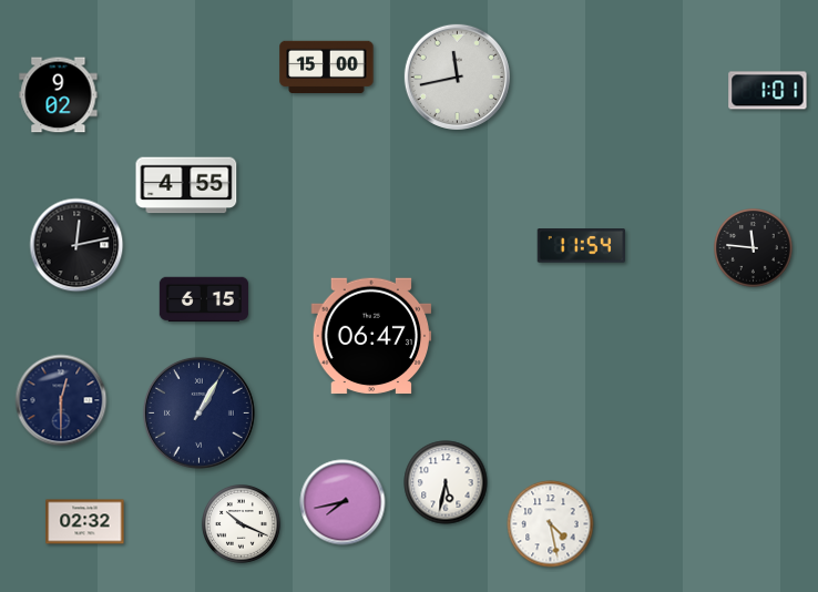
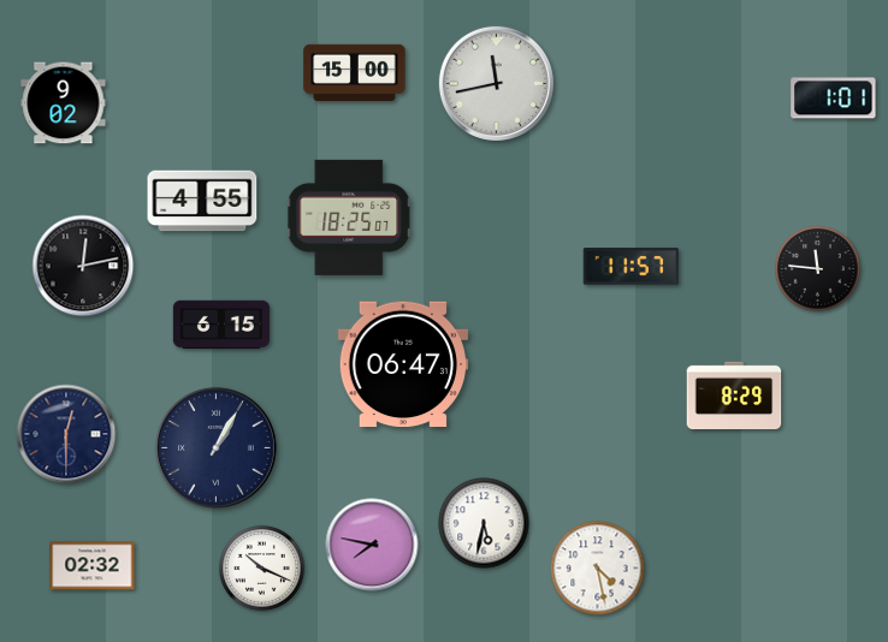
clock at (349, 218): none -> 18:25
clock at (581, 246): 11:54 -> 11:57
clock at (734, 394): none -> 8:29
clock at (342, 502): 7:43 -> 7:47
